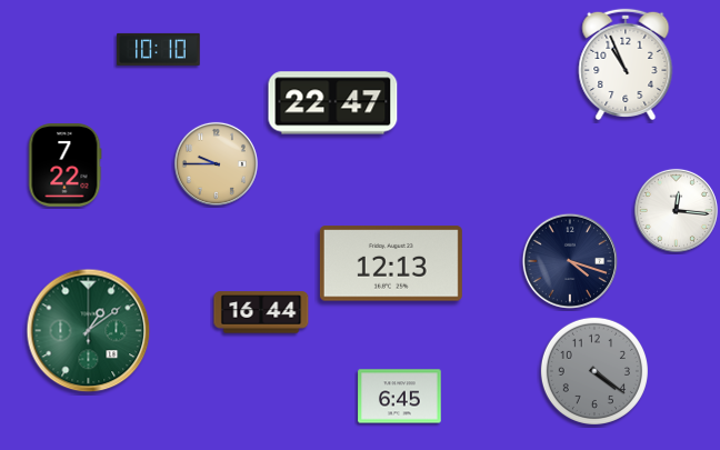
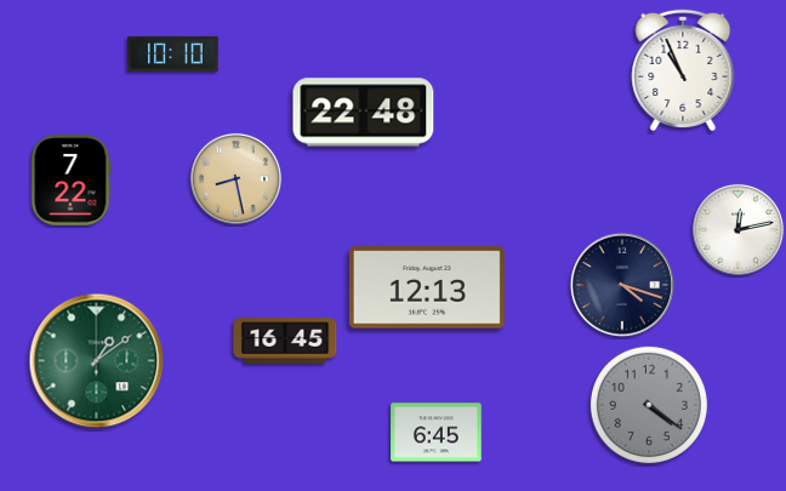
clock at (333, 103): 22:47 -> 22:48
clock at (216, 163): 9:45 -> 8:28
clock at (676, 210): 12:16 -> 12:13
clock at (261, 312): 16:44 -> 16:45
